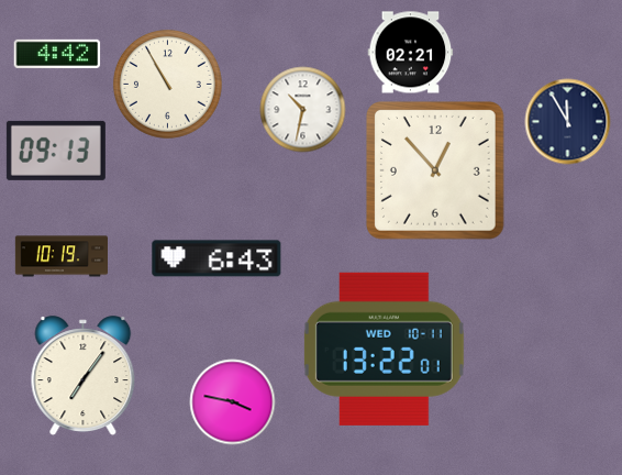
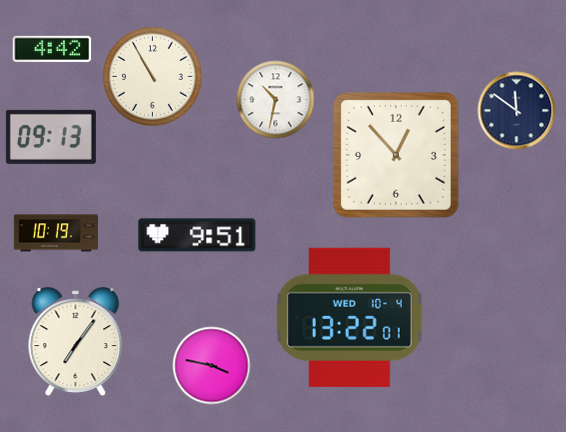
clock at (410, 53): 02:21 -> none
clock at (567, 121): 11:55 -> 11:51
clock at (216, 258): 6:43 -> 9:51
clock at (384, 349) date: WED 10-11 -> WED 10-4
